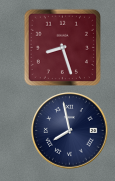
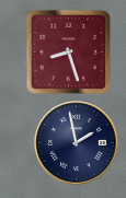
clock at (70, 131): 7:58 -> 1:58
